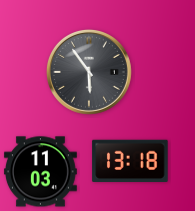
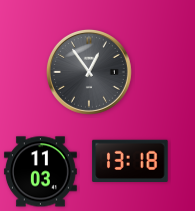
clock at (89, 72): 5:54 -> 12:54
